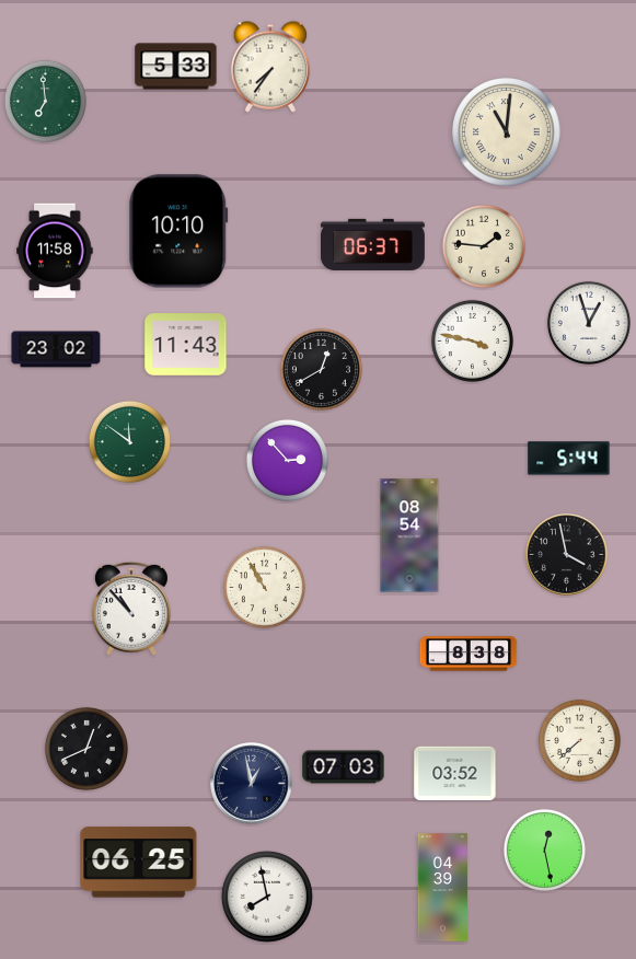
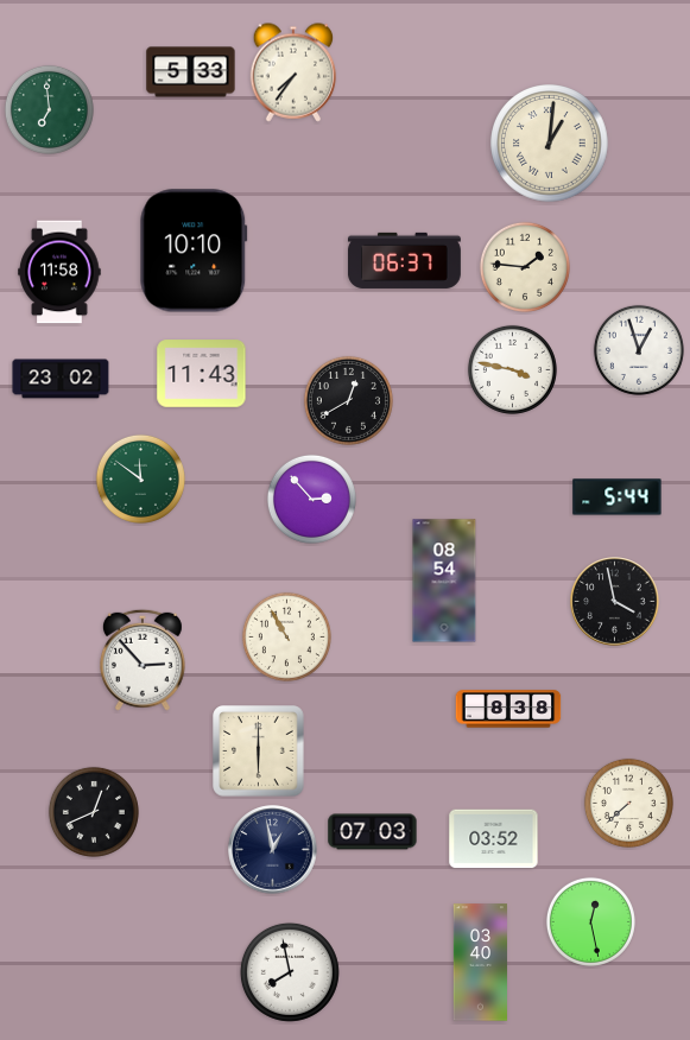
clock at (507, 132): 11:01 -> 1:01
clock at (372, 244) position: (372, 244) -> (404, 260)
clock at (131, 609): 10:53 -> 2:53
clock at (259, 752): none -> 6:00
clock at (139, 863): 06:25 -> none
clock at (442, 888): 04:39 -> 03:40
